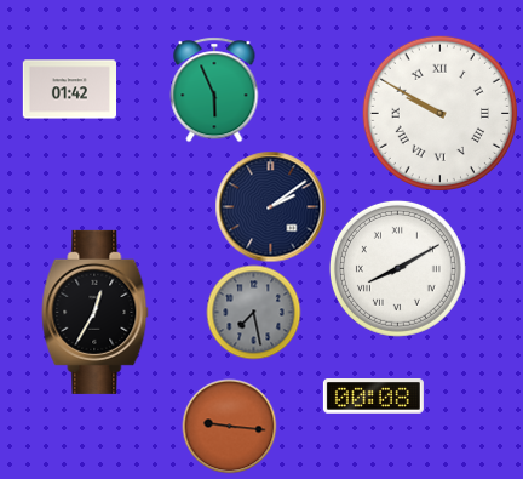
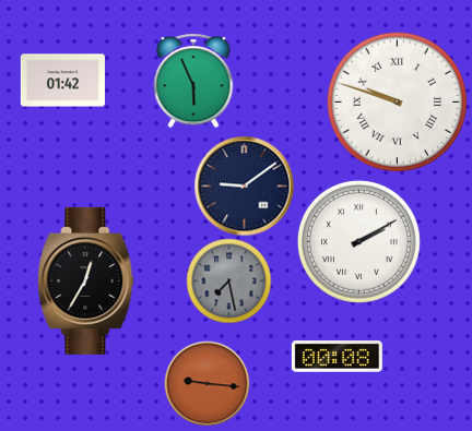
clock at (439, 113): 9:50 -> 9:48
clock at (270, 206): 2:09 -> 9:09
clock at (397, 268): 8:10 -> 2:10
